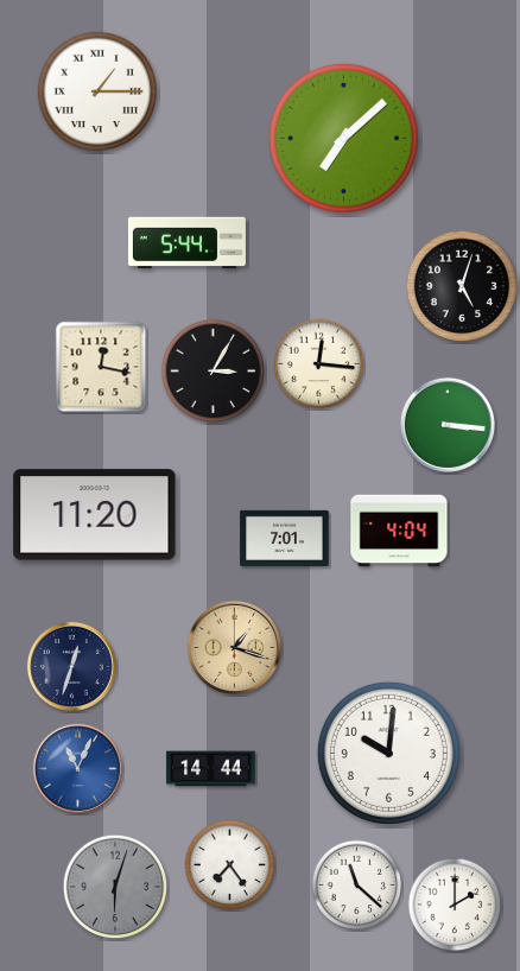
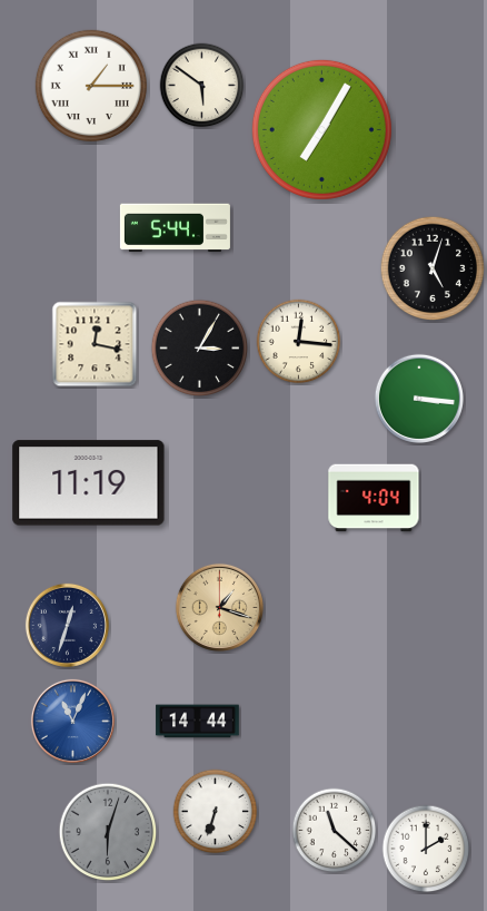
clock at (202, 86): none -> 5:51
clock at (343, 138): 7:08 -> 7:05
clock at (95, 515): 11:20 -> 11:19
clock at (285, 538): 7:01 -> none
clock at (388, 753): 10:01 -> none
clock at (230, 865): 7:24 -> 6:33
